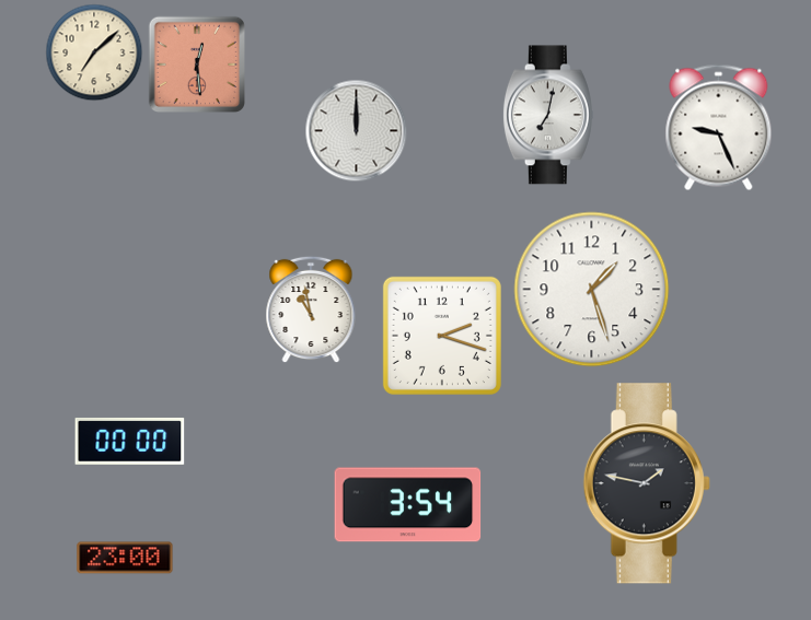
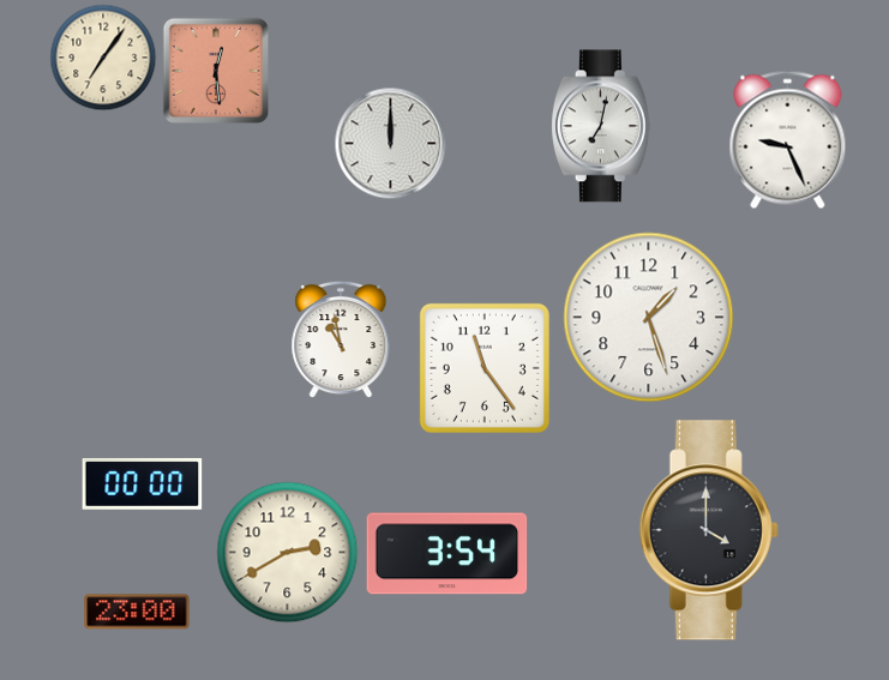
clock at (94, 52): 7:08 -> 7:06
clock at (442, 336): 2:18 -> 11:24
clock at (647, 483): 1:47 -> 4:00
clock at (288, 553): none -> 2:40
